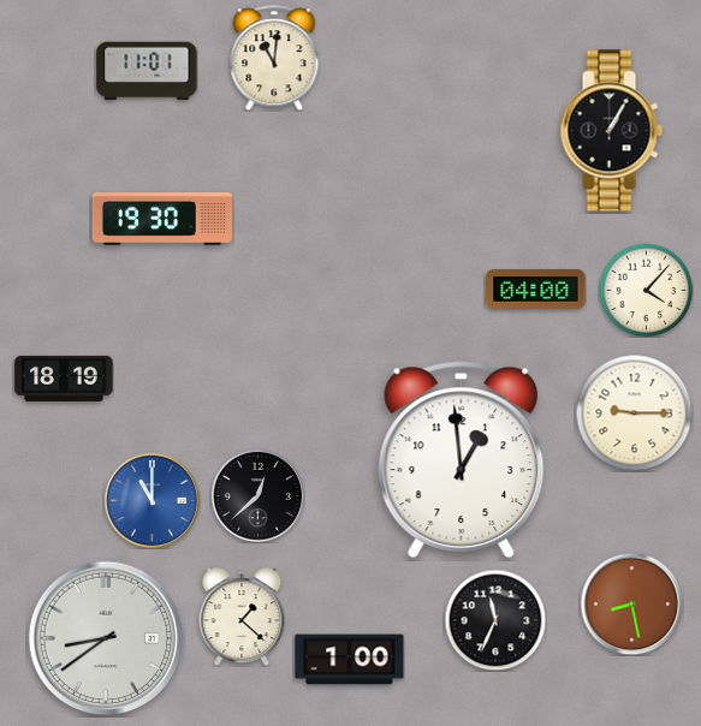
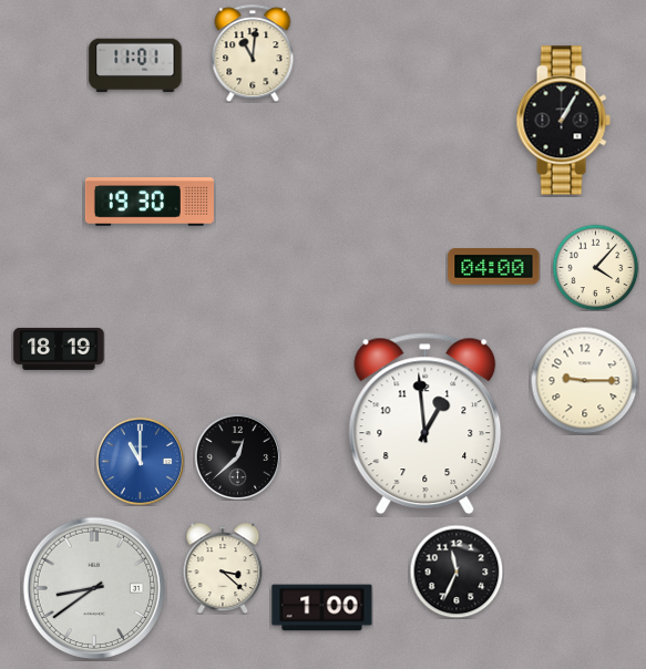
clock at (631, 603): 8:28 -> none
clock at (242, 617): 1:22 -> 3:22
clock at (106, 638) position: (106, 638) -> (94, 588)
